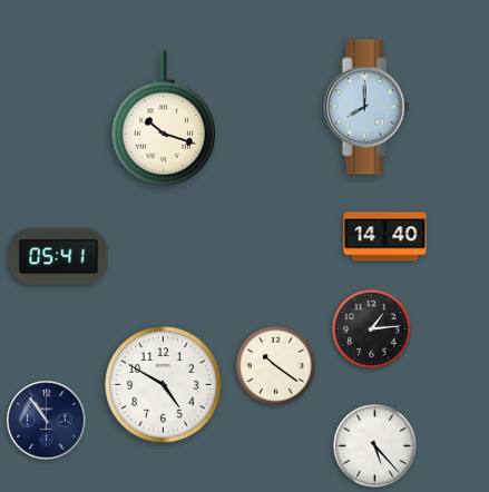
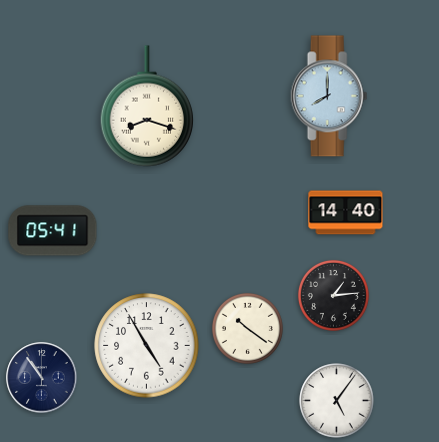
clock at (164, 118): 10:18 -> 8:18
clock at (164, 385): 4:50 -> 4:55
clock at (375, 446): 5:23 -> 5:06
